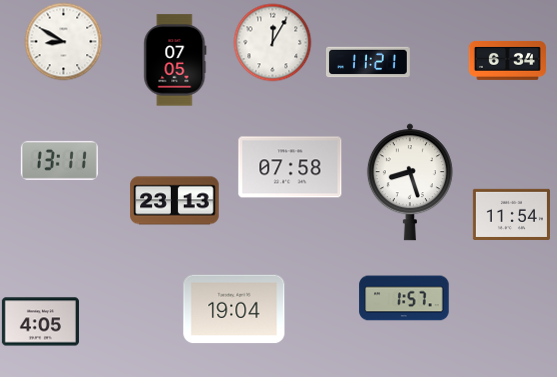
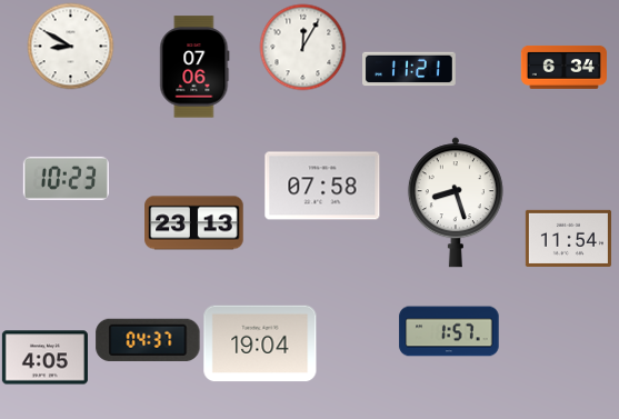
clock at (175, 60): 07:05 -> 07:06
clock at (59, 160): 13:11 -> 10:23
clock at (148, 340): none -> 04:37
